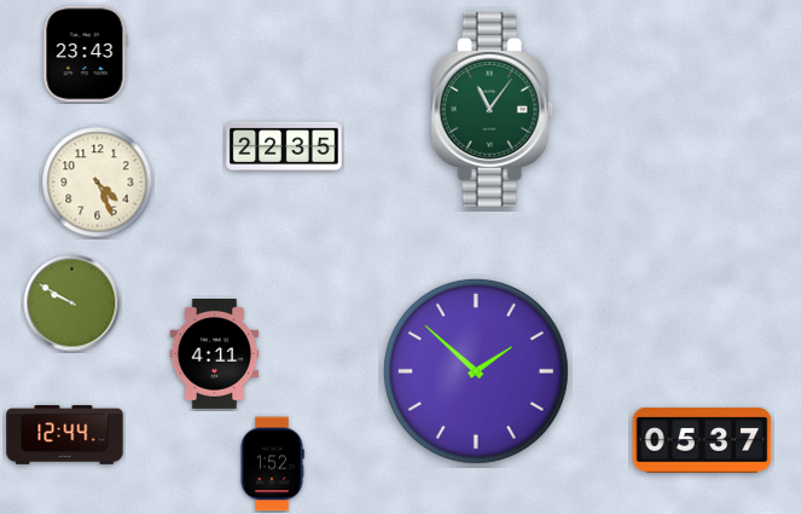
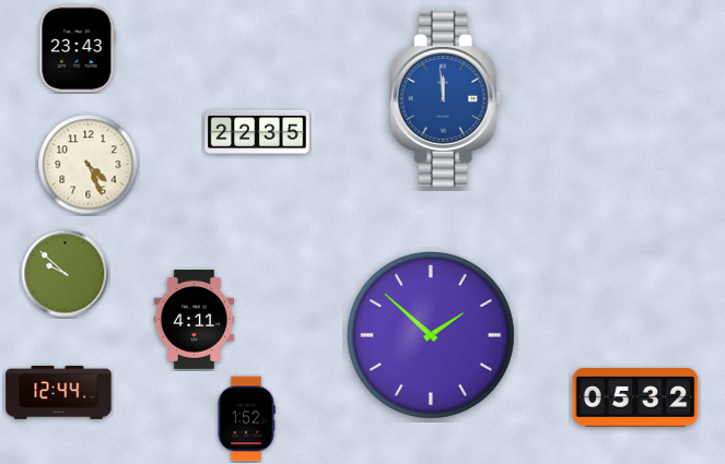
clock at (493, 109): 11:06 -> 11:59
clock at (493, 109) dial: green -> blue
clock at (72, 304): 9:50 -> 9:52
clock at (702, 441): 05:37 -> 05:32
